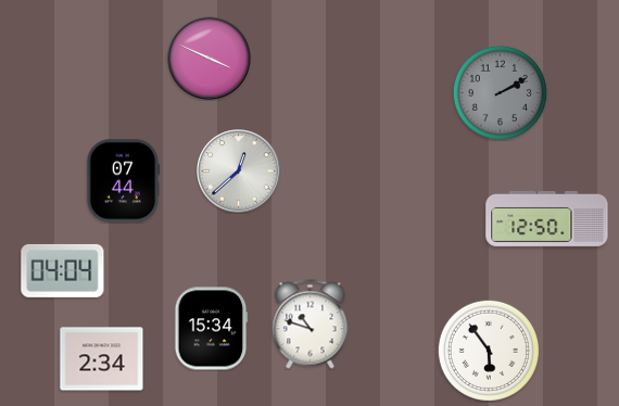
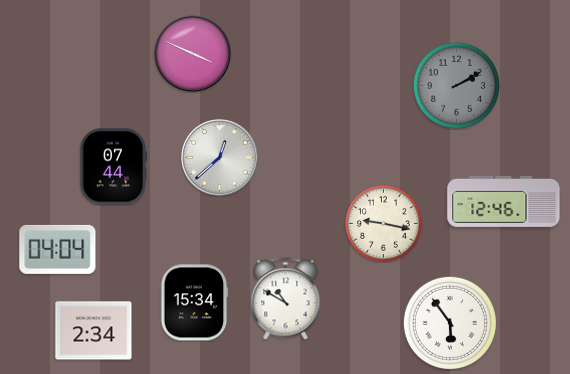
clock at (500, 92) position: (500, 92) -> (456, 85)
clock at (547, 218): 12:50 -> 12:46
clock at (383, 223): none -> 9:17
clock at (311, 325): 10:48 -> 10:50
